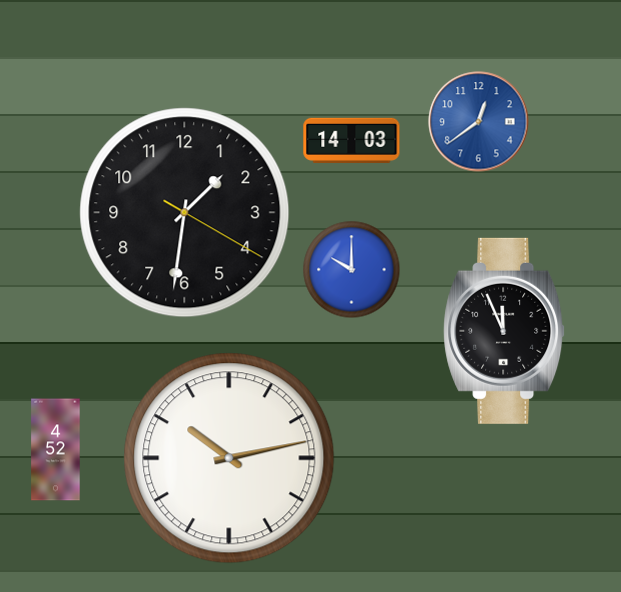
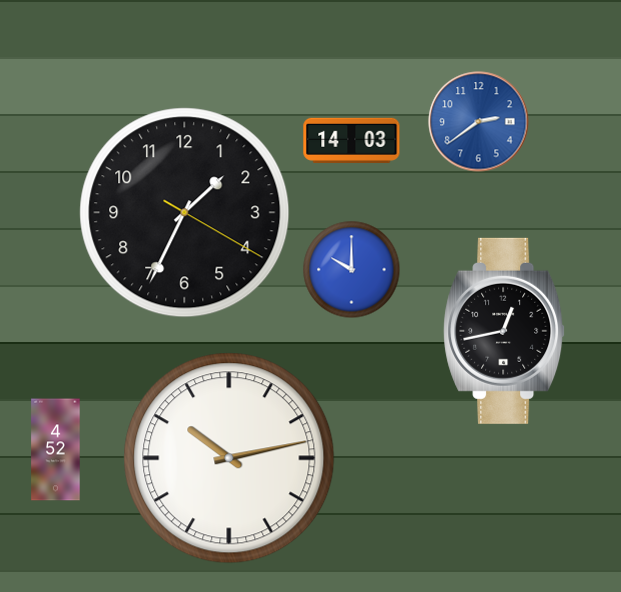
clock at (479, 122): 12:39 -> 2:39
clock at (185, 213): 1:31 -> 1:34
clock at (505, 331): 11:56 -> 12:43
